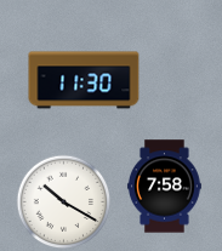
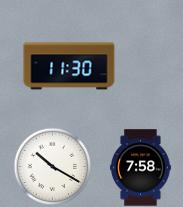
clock at (164, 187) position: (164, 187) -> (140, 168)
